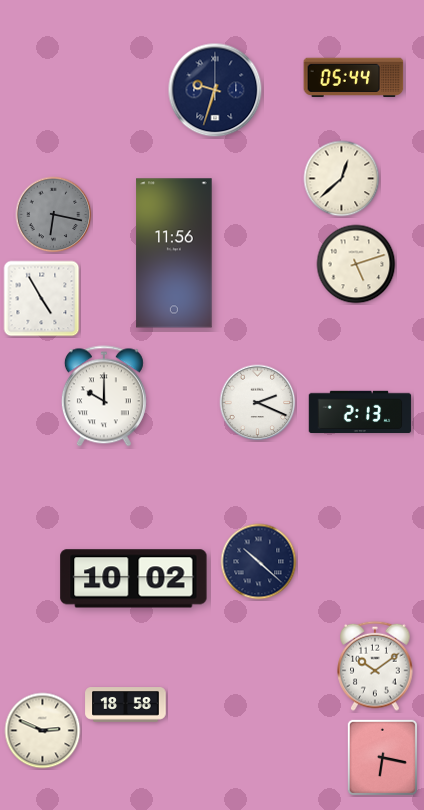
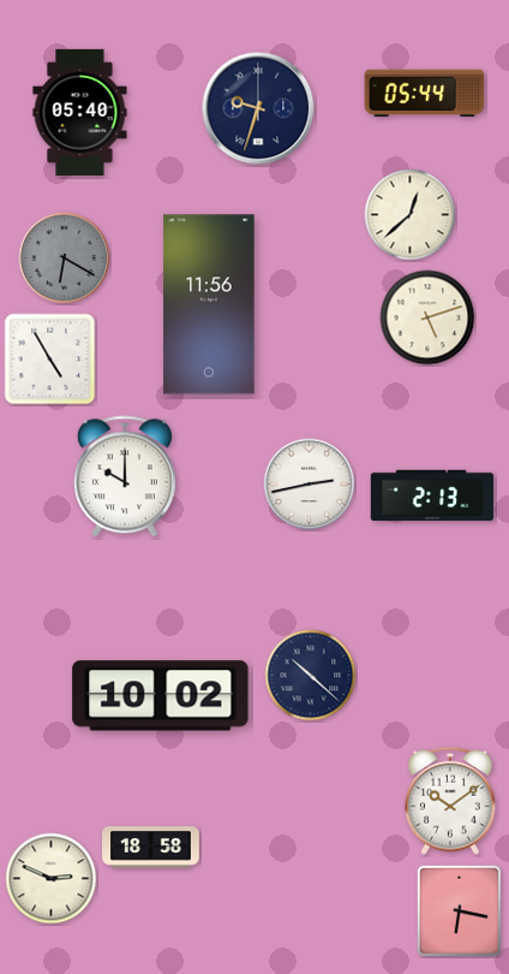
clock at (80, 112): none -> 05:40
clock at (54, 215): 6:17 -> 6:20
clock at (258, 403): 2:19 -> 2:43
